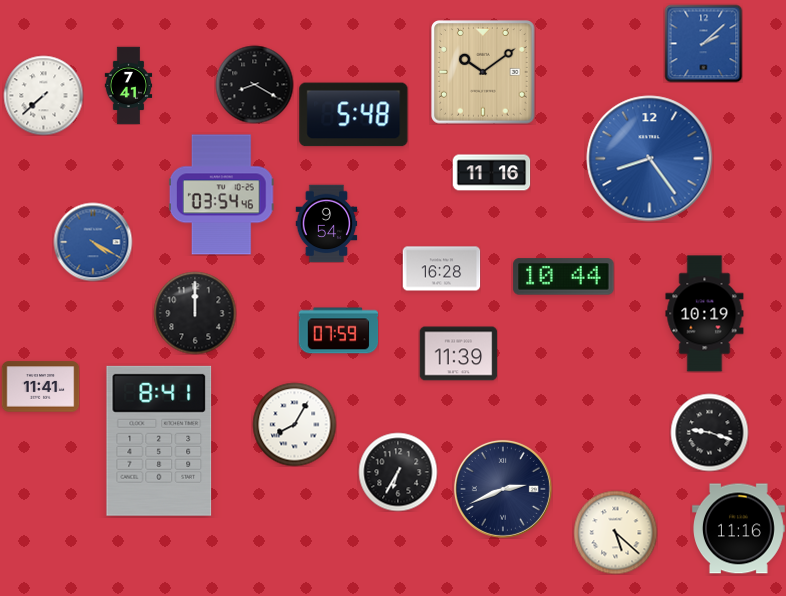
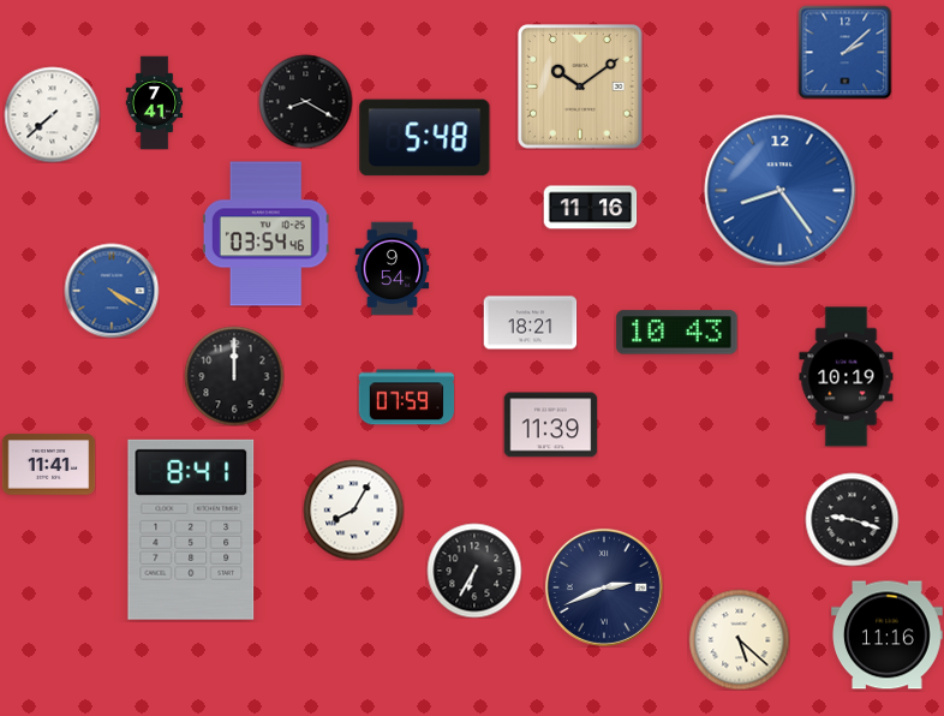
clock at (441, 269): 16:28 -> 18:21
clock at (564, 277): 10:44 -> 10:43
clock at (398, 472) position: (398, 472) -> (474, 571)
